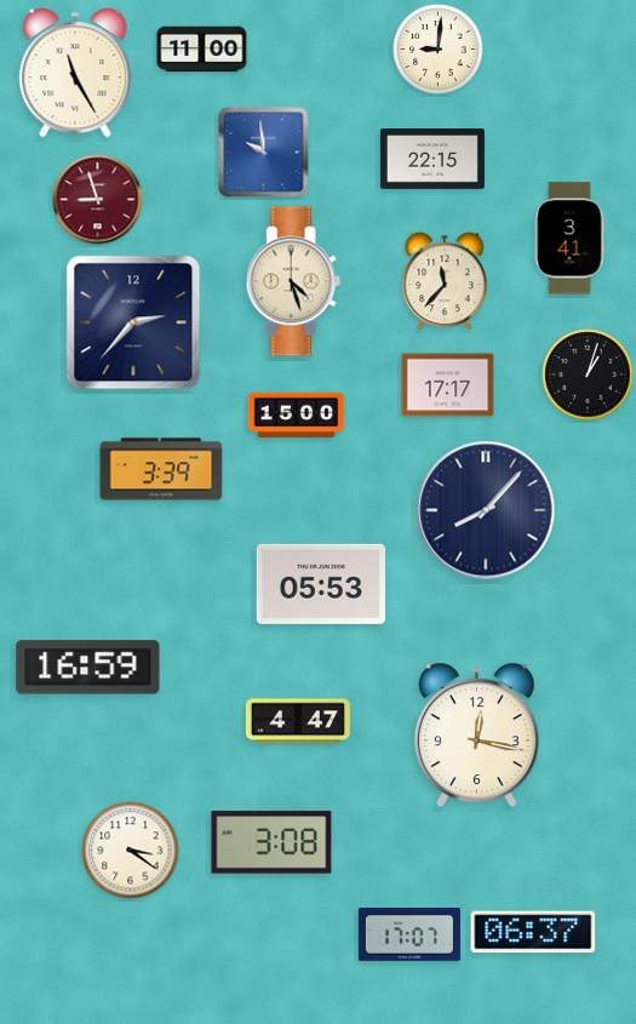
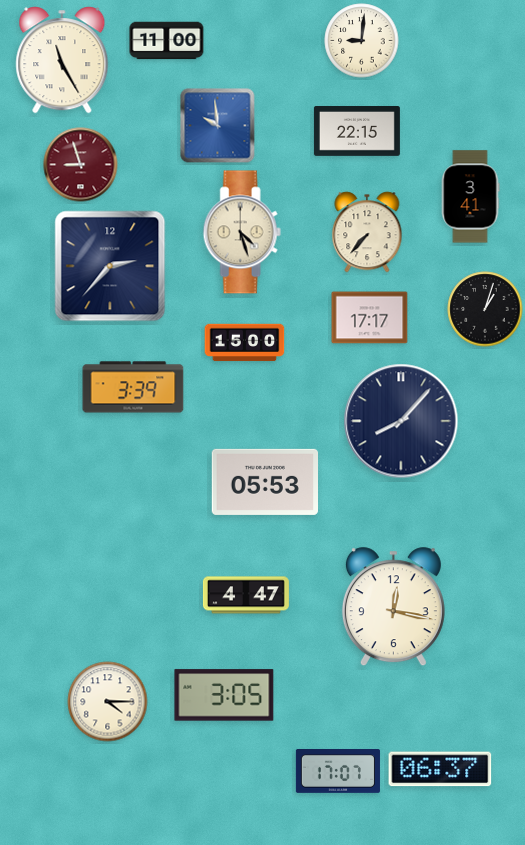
clock at (445, 281): 11:37 -> 7:37
clock at (88, 668): 16:59 -> none
clock at (271, 842): 3:08 -> 3:05
clock at (131, 851): 3:21 -> 4:15
